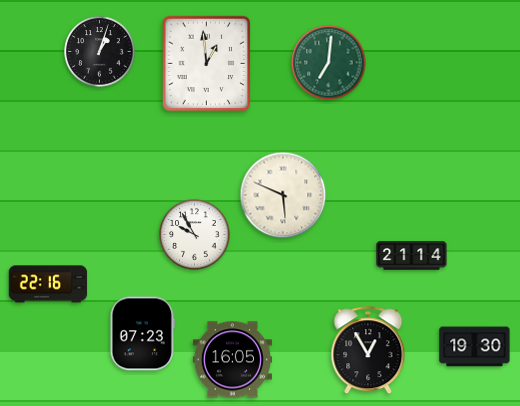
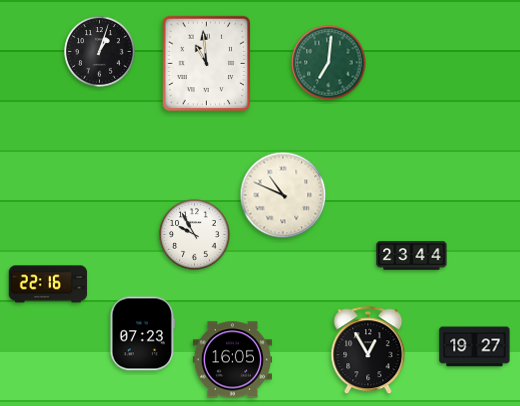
clock at (207, 64): 12:59 -> 10:59
clock at (283, 195): 5:49 -> 10:49
clock at (412, 256): 21:14 -> 23:44
clock at (475, 347): 19:30 -> 19:27
